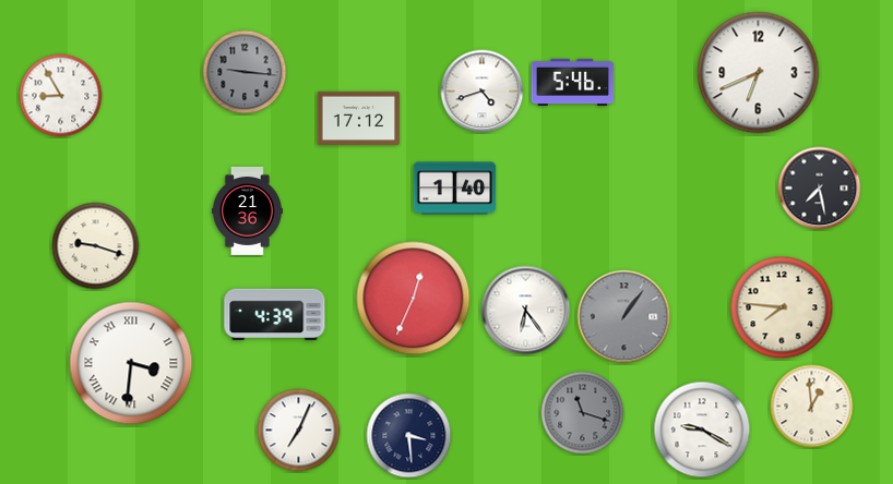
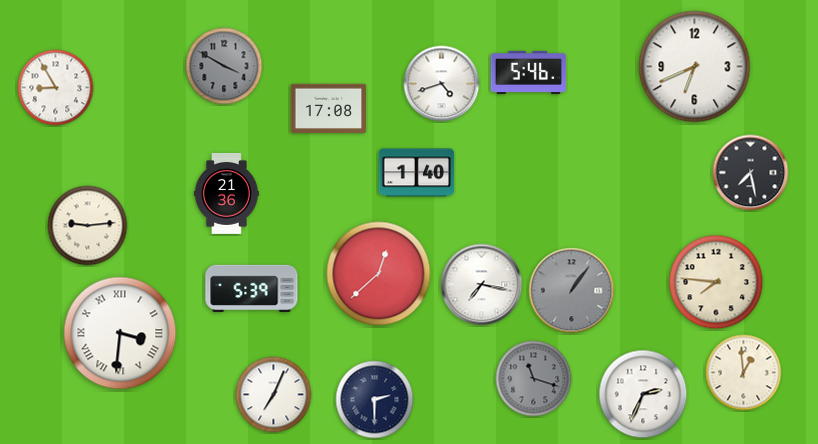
clock at (245, 72): 9:16 -> 3:50
clock at (573, 82) position: (573, 82) -> (529, 72)
clock at (359, 118): 17:12 -> 17:08
clock at (96, 246): 9:18 -> 9:14
clock at (414, 299): 12:34 -> 12:38
clock at (526, 311): 6:24 -> 7:17
clock at (275, 314): 4:39 -> 5:39
clock at (702, 429): 9:20 -> 2:34
clock at (409, 436): 3:29 -> 2:30
